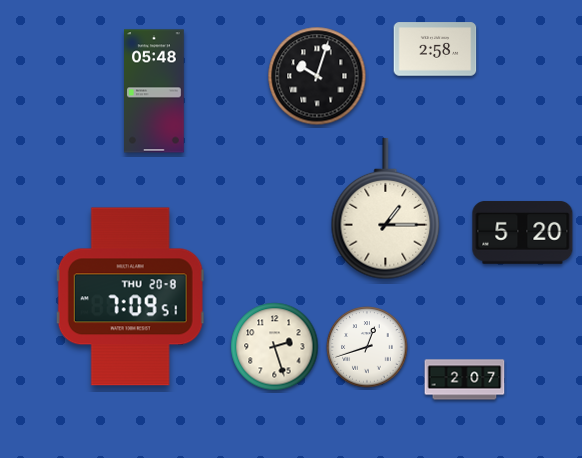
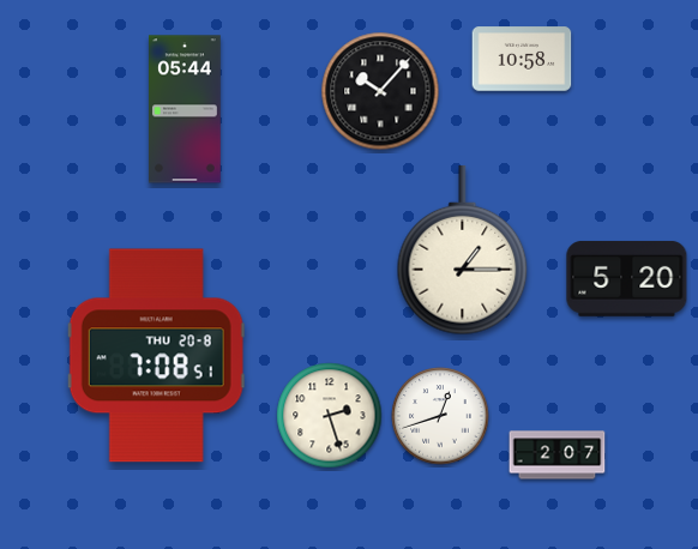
clock at (435, 49): 2:58 -> 10:58
clock at (317, 76): 10:03 -> 10:07
clock at (155, 91): 05:48 -> 05:44
clock at (130, 297): 7:09 -> 7:08
